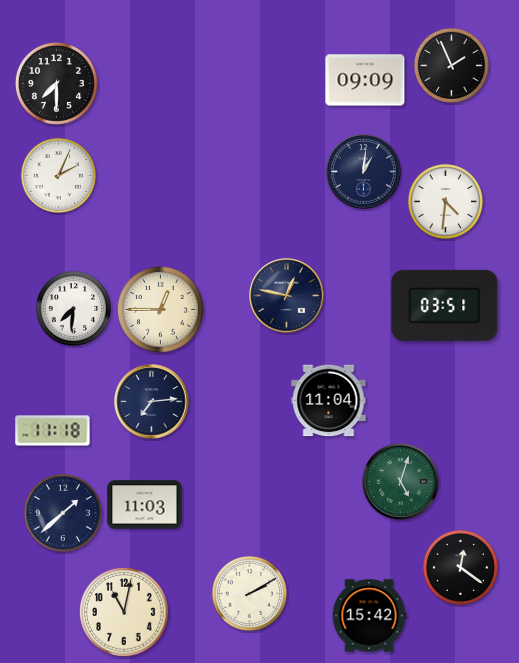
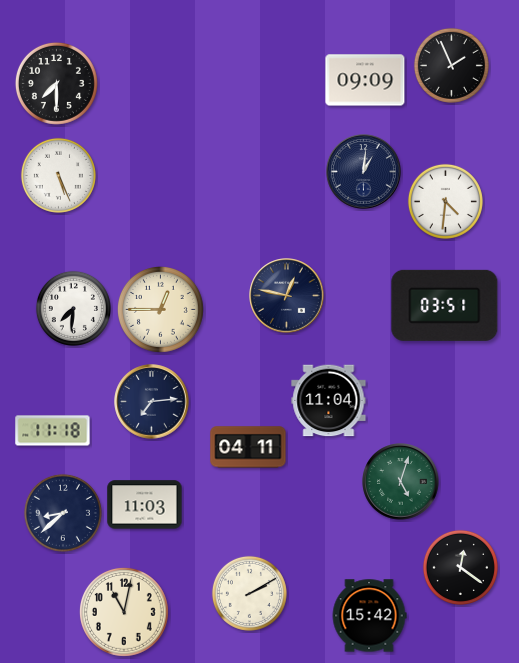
clock at (58, 175): 2:04 -> 5:26
clock at (248, 447): none -> 04:11
clock at (63, 513): 1:38 -> 8:38
